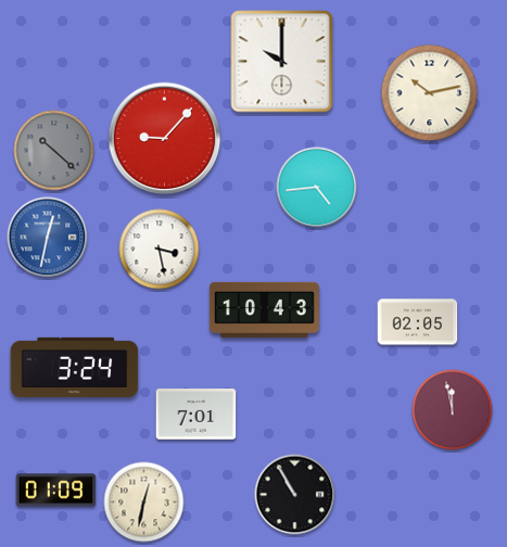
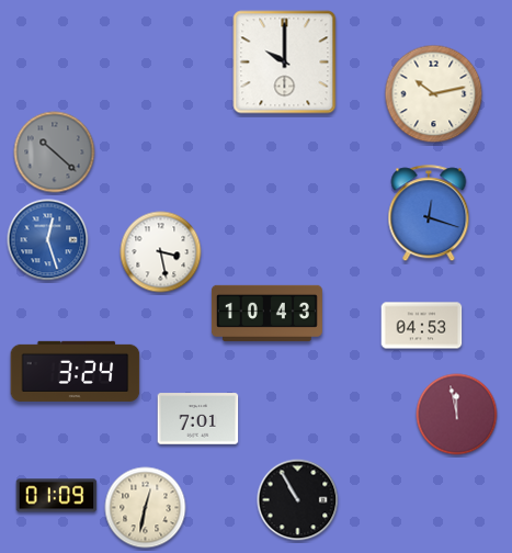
clock at (165, 139): 9:07 -> none
clock at (317, 188): 4:44 -> none
clock at (429, 214): none -> 12:18
clock at (48, 238): 12:32 -> 12:27
clock at (418, 322): 02:05 -> 04:53
